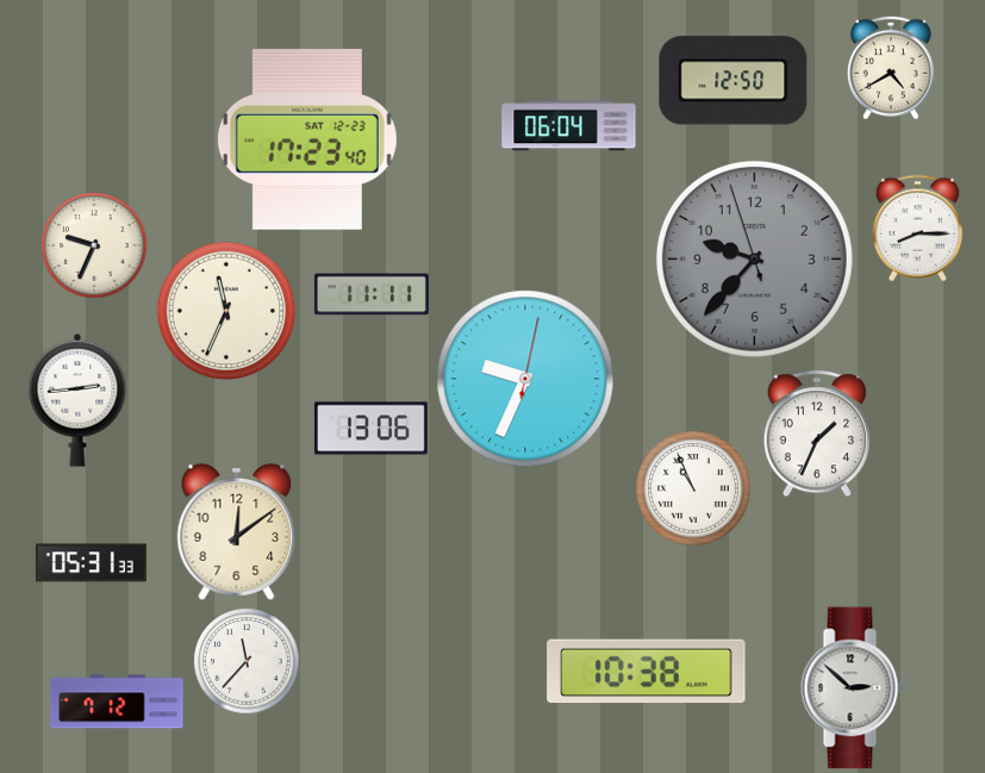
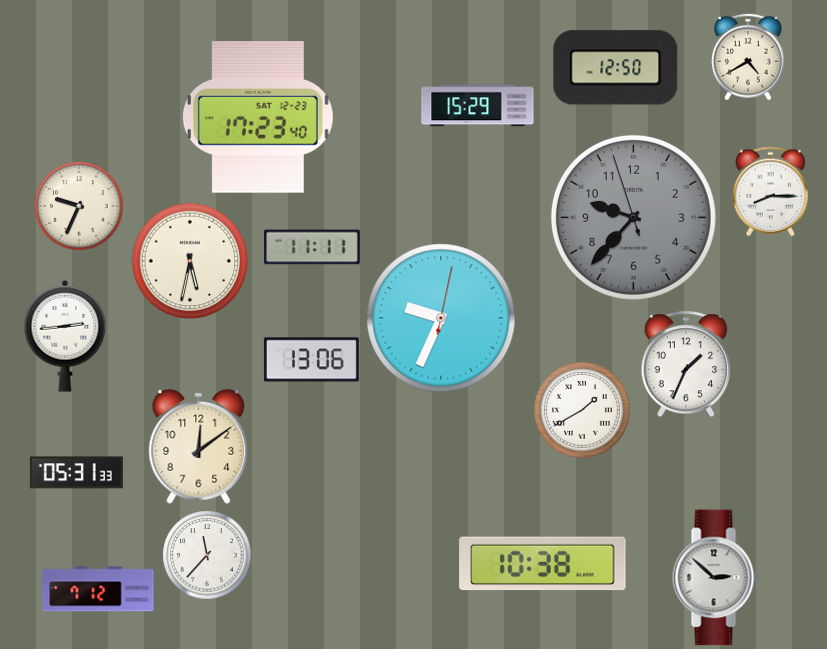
clock at (569, 126): 06:04 -> 15:29
clock at (226, 311): 11:34 -> 5:32
clock at (693, 488): 10:56 -> 1:40
